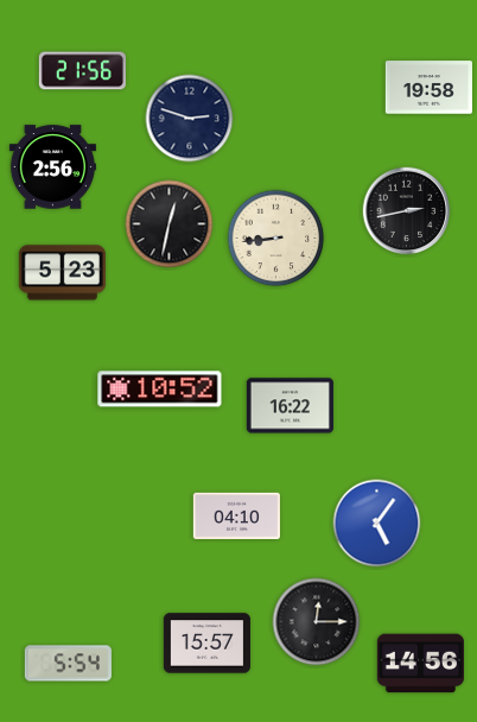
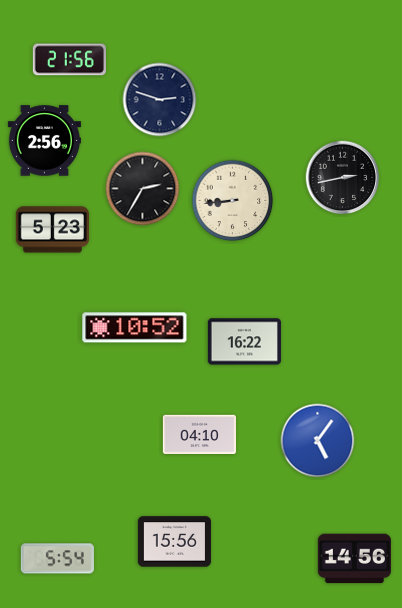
clock at (428, 88): 19:58 -> none
clock at (170, 224): 12:32 -> 2:35
clock at (317, 622): 12:15 -> none
clock at (206, 644): 15:57 -> 15:56
